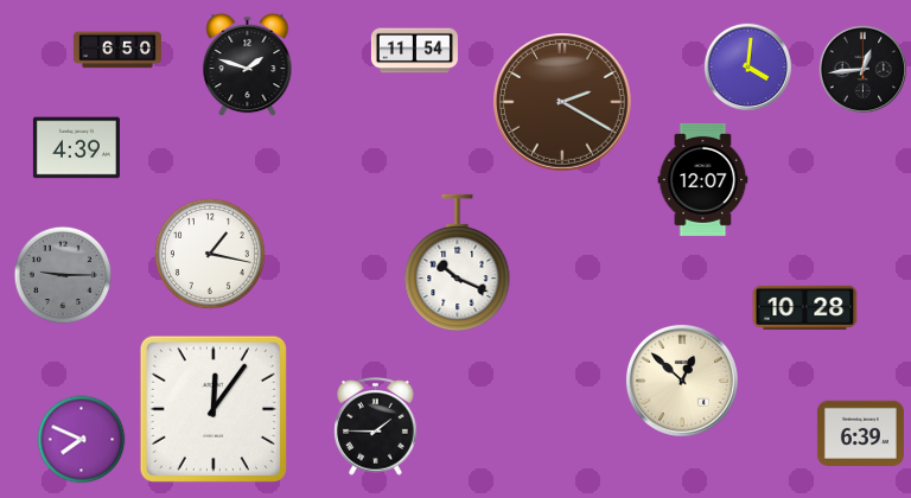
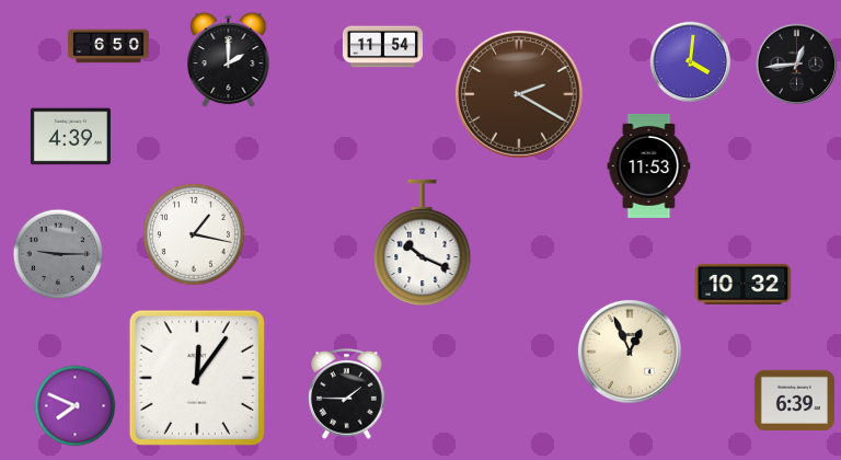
clock at (248, 65): 1:48 -> 2:00
clock at (703, 179): 12:07 -> 11:53
clock at (805, 307): 10:28 -> 10:32
clock at (682, 381): 12:52 -> 12:56
